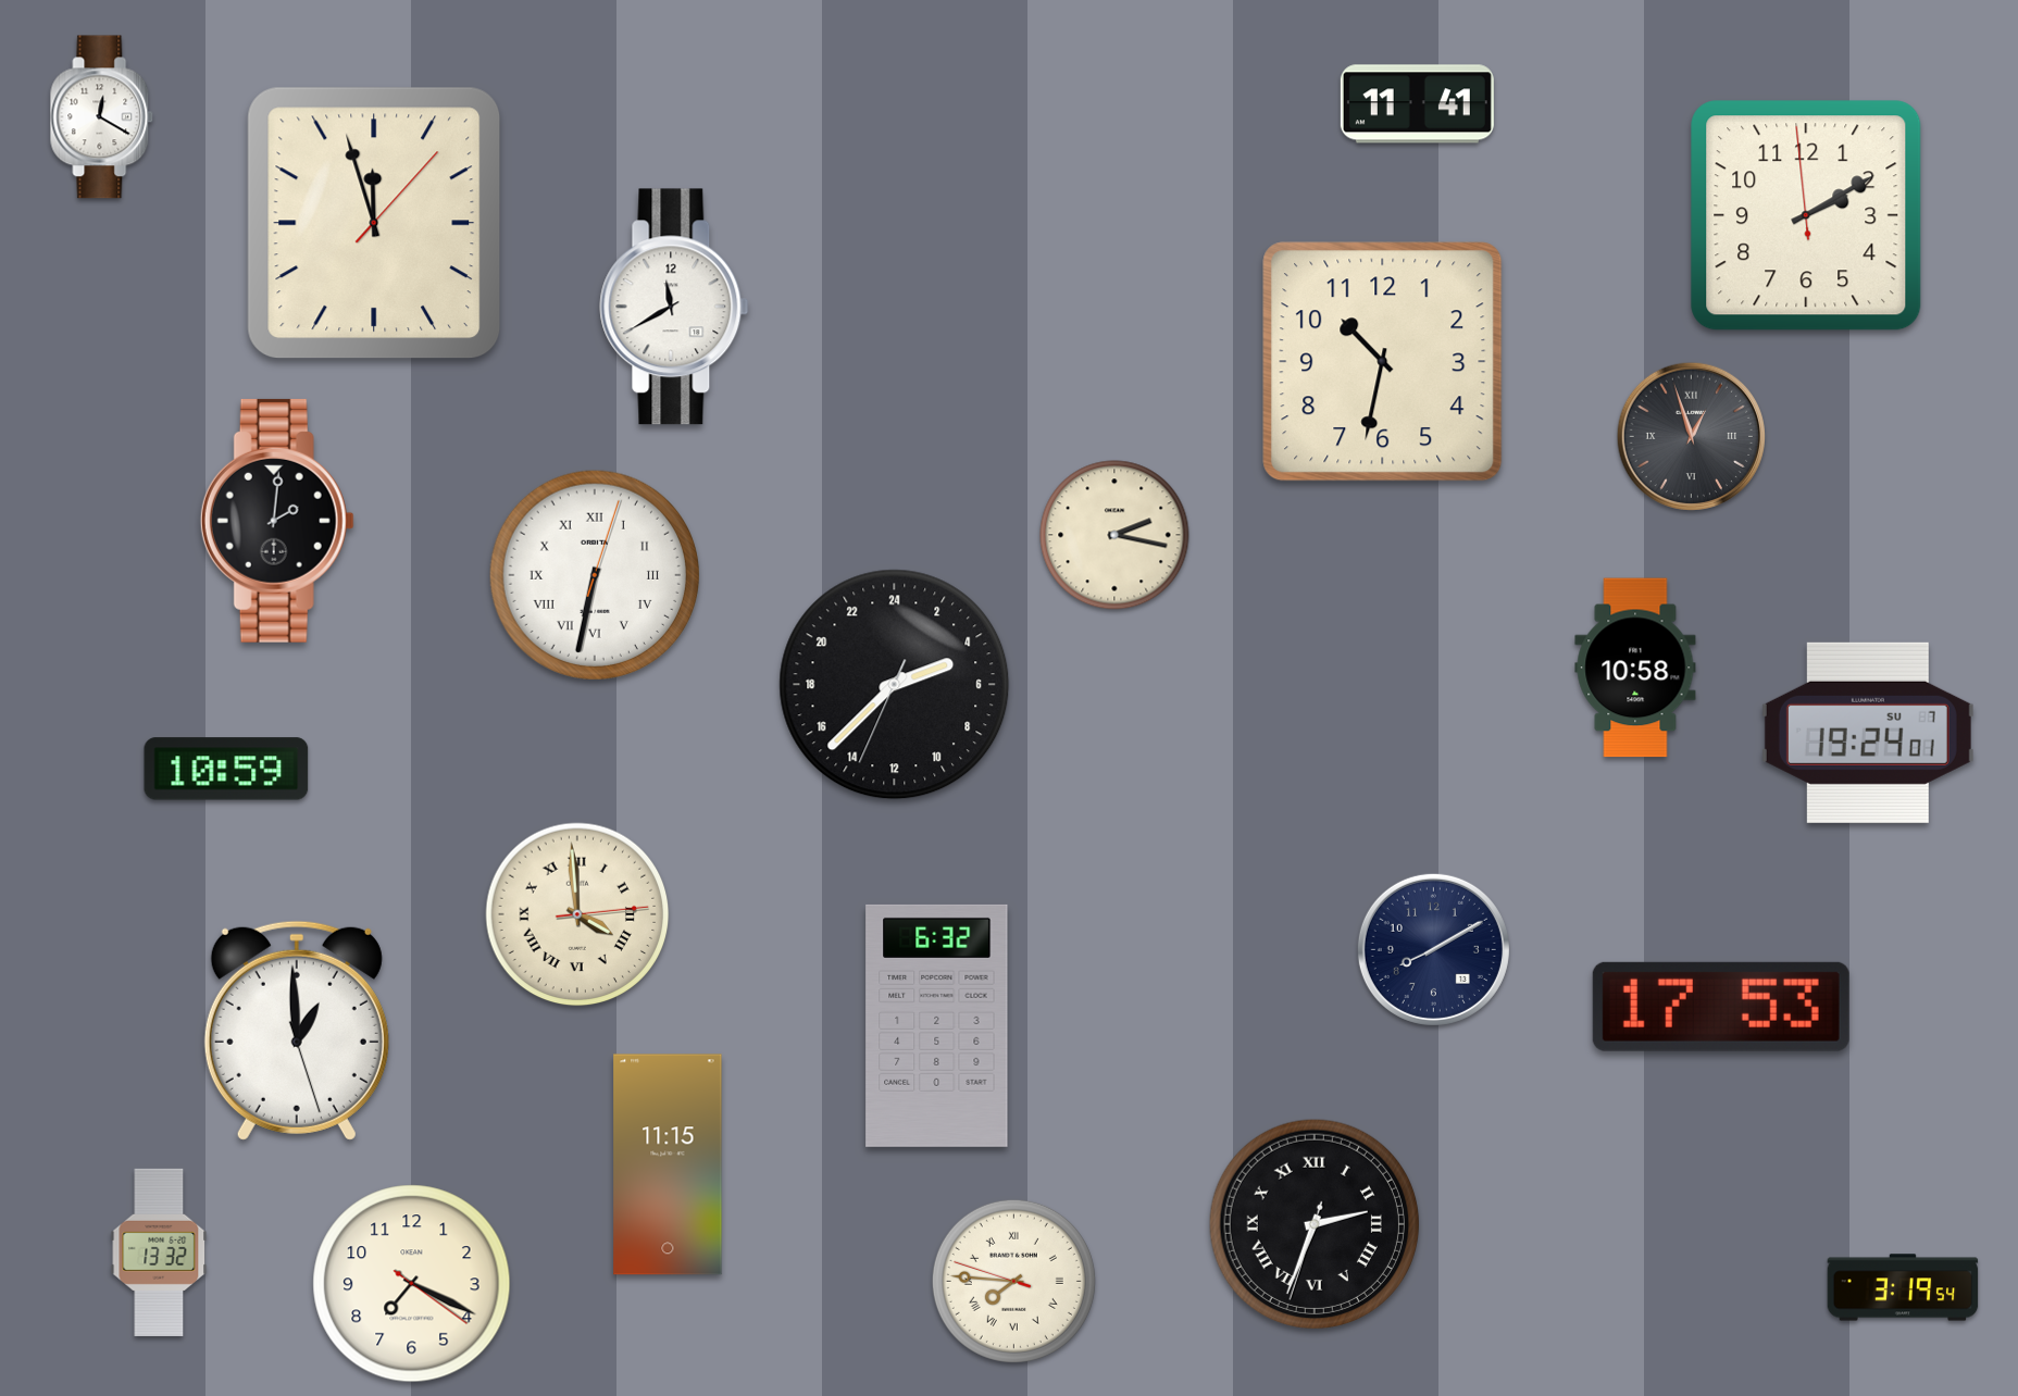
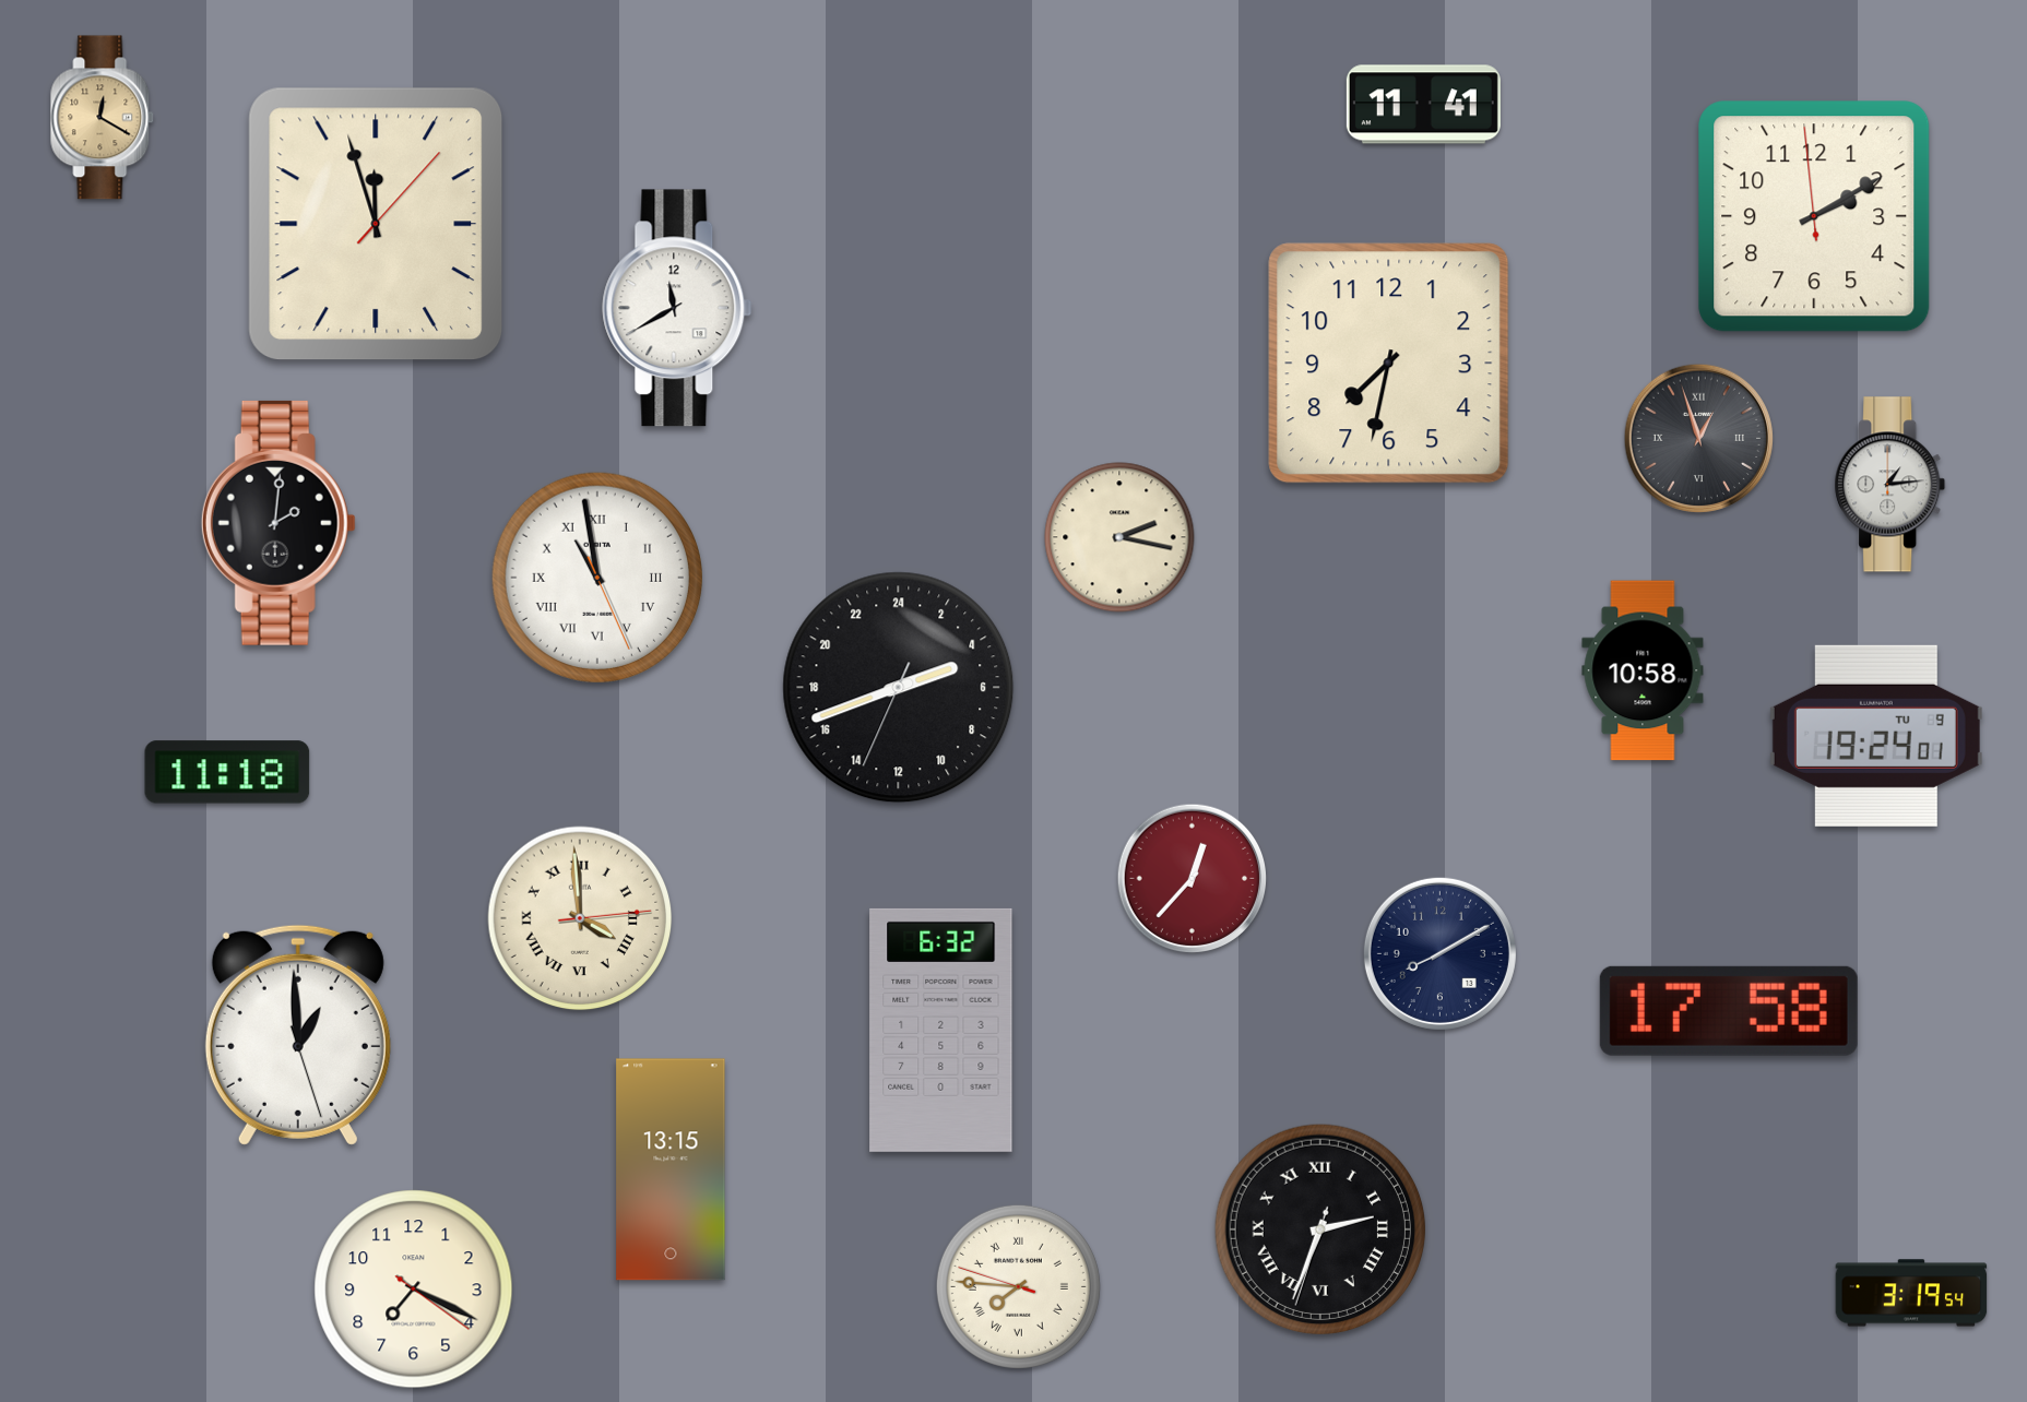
clock at (102, 117) dial: white -> champagne
clock at (1383, 362): 10:32 -> 7:32
clock at (1890, 485): none -> 1:14
clock at (595, 575): 6:32 -> 10:58
clock at (895, 685): 4:37 -> 4:41
clock at (1868, 733) date: SU 7 -> TU 9
clock at (226, 769): 10:59 -> 11:18
clock at (1192, 878): none -> 12:37
clock at (1721, 1007): 17:53 -> 17:58
clock at (668, 1164): 11:15 -> 13:15
clock at (159, 1252): 13:32 -> none
